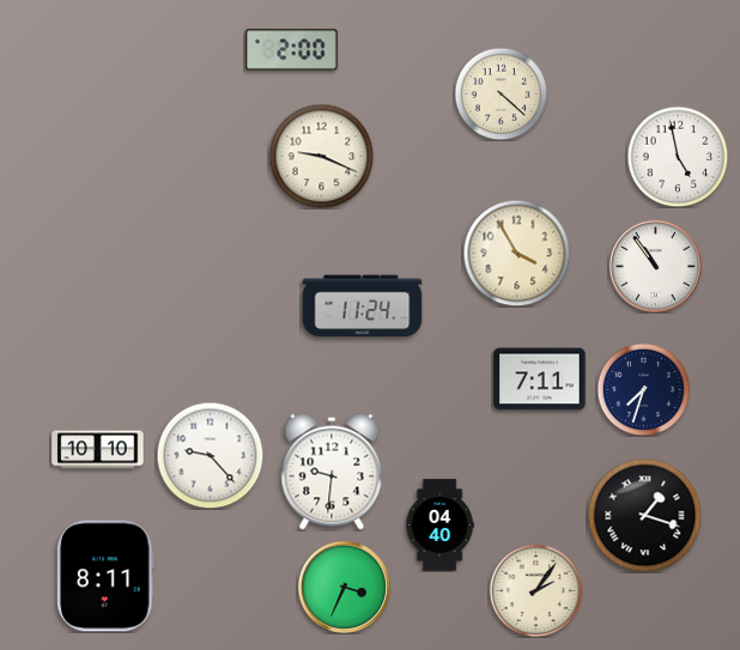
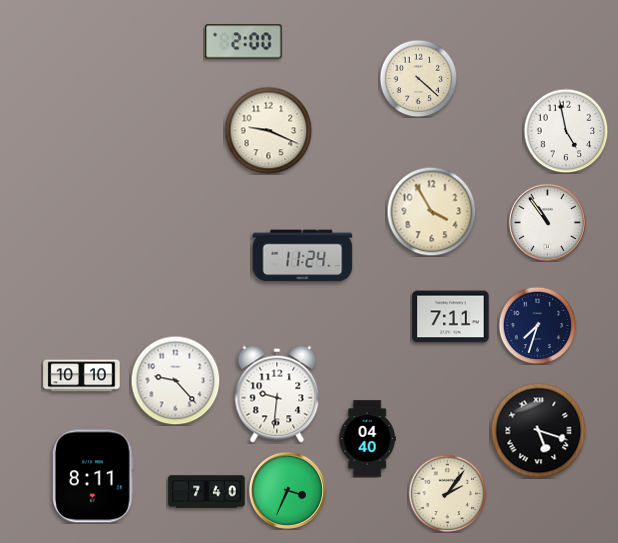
clock at (644, 515): 1:18 -> 5:18
clock at (107, 576) position: (107, 576) -> (94, 476)
clock at (207, 492): none -> 7:40
